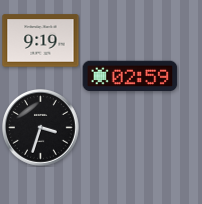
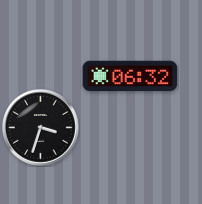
clock at (41, 41): 9:19 -> none
clock at (130, 76): 02:59 -> 06:32
